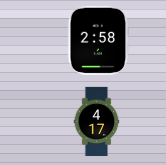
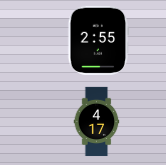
clock at (99, 40): 2:58 -> 2:55
